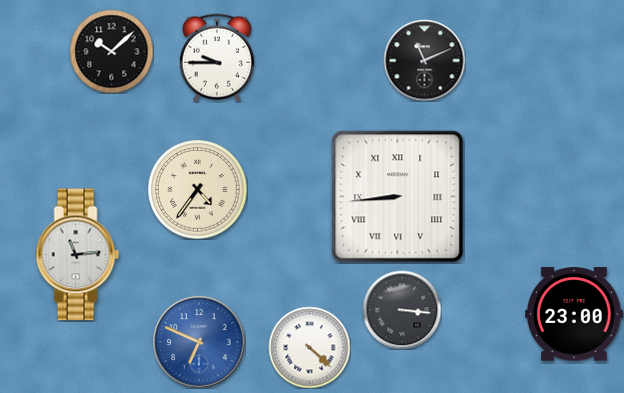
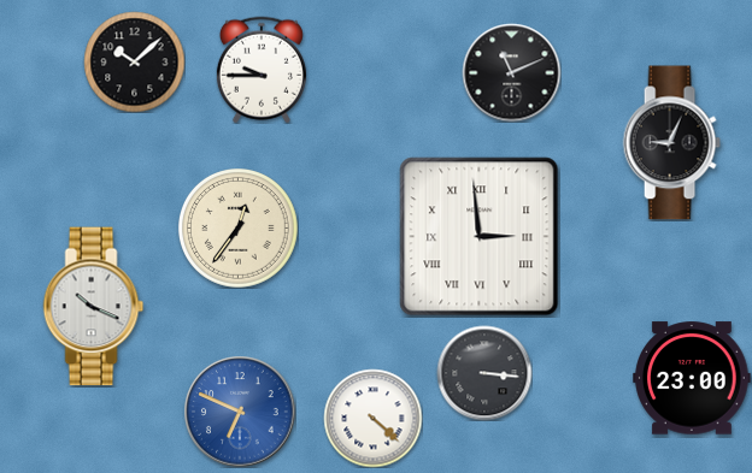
clock at (671, 143): none -> 9:04
clock at (198, 190): 4:36 -> 12:36
clock at (398, 197): 8:44 -> 2:59
clock at (78, 255): 11:14 -> 10:19
